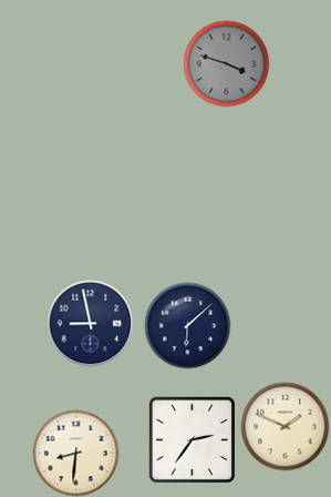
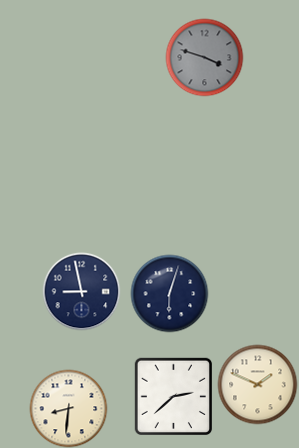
clock at (187, 325): 6:08 -> 6:03
clock at (192, 439): 2:36 -> 2:38
